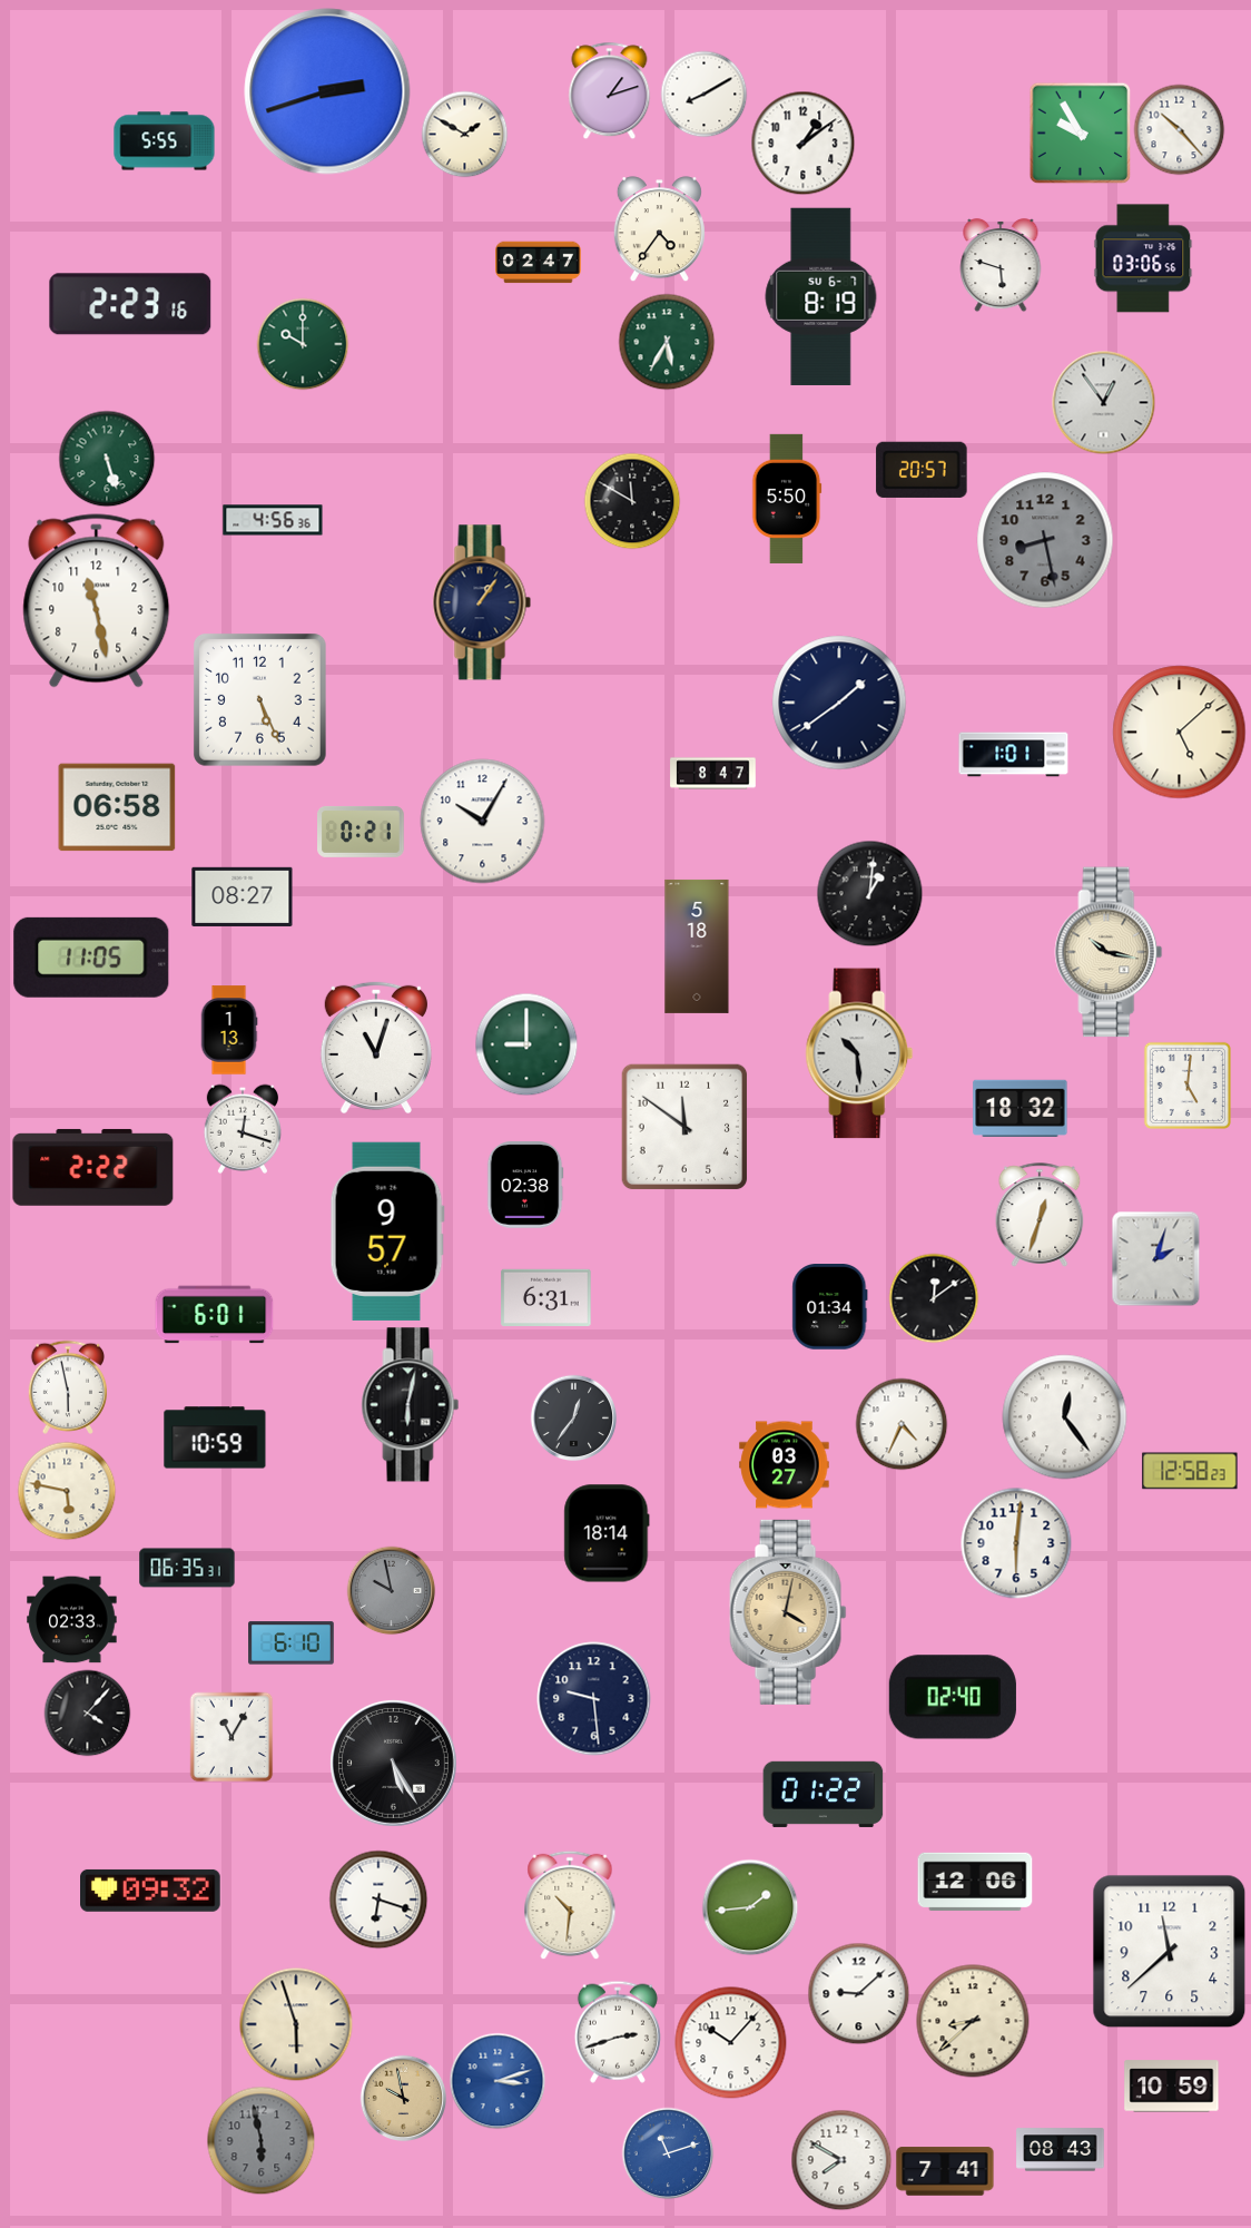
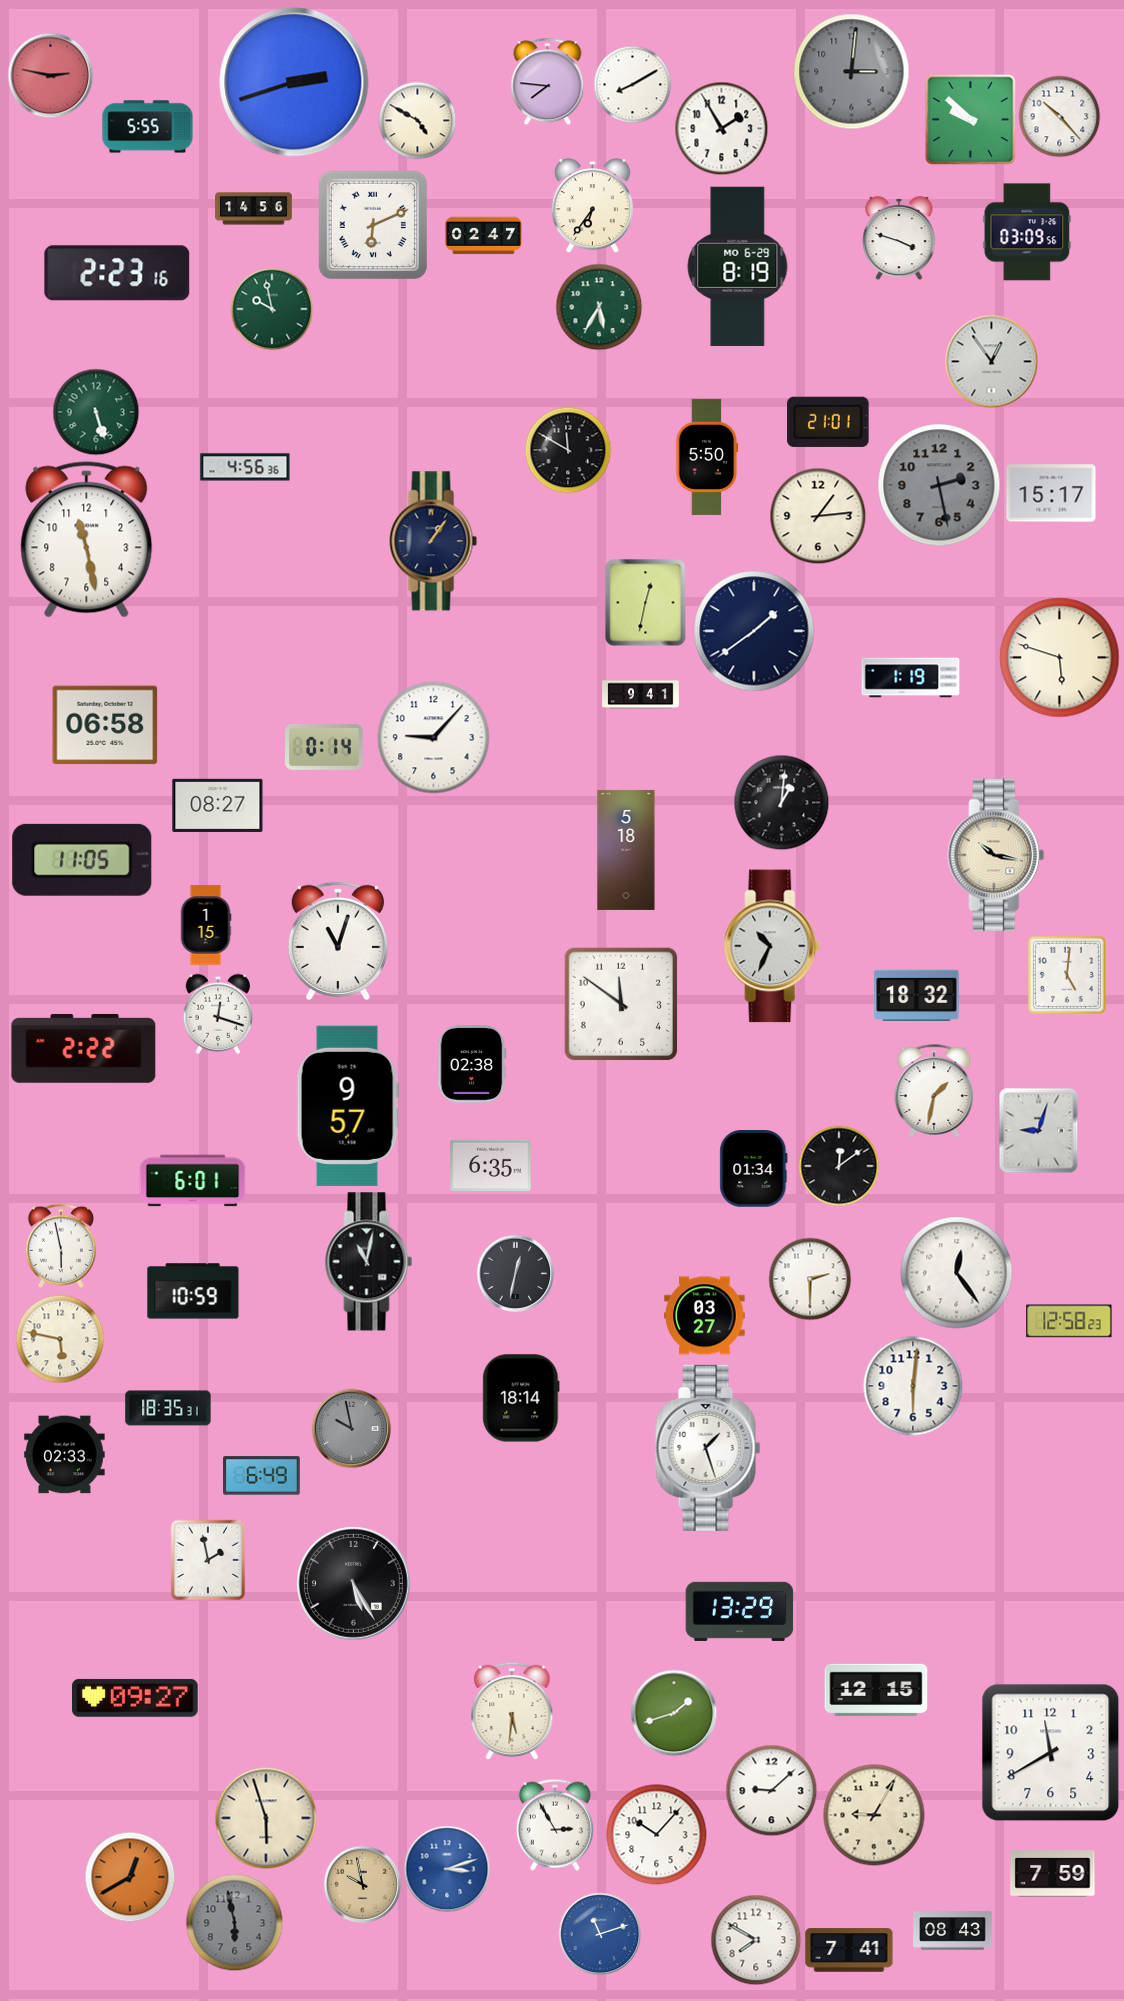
clock at (852, 72): none -> 3:01
clock at (50, 75): none -> 2:47
clock at (610, 90): 1:12 -> 7:46
clock at (1080, 132): 9:55 -> 9:52
clock at (464, 134): 1:50 -> 4:50
clock at (802, 143): 1:09 -> 1:55
clock at (659, 229): 4:36 -> 6:36
clock at (254, 209): none -> 14:56
clock at (372, 224): none -> 6:11
clock at (1143, 258): 03:06 -> 03:09
clock at (1001, 265): 5:48 -> 3:48
clock at (821, 296) date: SU 6-7 -> MO 6-29
clock at (303, 344): 10:00 -> 9:58
clock at (922, 470): 20:57 -> 21:01
clock at (787, 499) position: (787, 499) -> (707, 457)
clock at (1045, 540): 8:28 -> 2:28
clock at (1051, 493): none -> 15:17
clock at (818, 516): none -> 1:14
clock at (646, 602): none -> 12:32
clock at (260, 700): 5:26 -> none
clock at (1180, 733): 5:08 -> 5:48
clock at (1014, 755): 1:01 -> 1:19
clock at (713, 774): 8:47 -> 9:41
clock at (483, 822): 10:05 -> 9:07
clock at (361, 832): 0:21 -> 0:14
clock at (229, 1030): 1:13 -> 1:15
clock at (526, 1044): 9:00 -> none
clock at (859, 1053): 10:29 -> 10:34
clock at (684, 1127) position: (684, 1127) -> (621, 1004)
clock at (1040, 1215): 12:33 -> 1:32
clock at (1156, 1258): 2:03 -> 9:03
clock at (546, 1297): 6:31 -> 6:35
clock at (830, 1307) position: (830, 1307) -> (754, 1169)
clock at (411, 1405): 6:02 -> 11:02
clock at (573, 1417): 12:36 -> 12:32
clock at (902, 1424): 4:34 -> 2:30
clock at (607, 1533) position: (607, 1533) -> (521, 1398)
clock at (187, 1568): 06:35 -> 18:35
clock at (788, 1612): 4:02 -> 1:27
clock at (788, 1612) dial: champagne -> white
clock at (292, 1643): 6:10 -> 6:49
clock at (953, 1697): 02:40 -> none
clock at (594, 1699): 9:29 -> none
clock at (87, 1712): 4:07 -> none
clock at (232, 1737): 11:05 -> 1:58
clock at (824, 1794): 01:22 -> 13:29
clock at (975, 1882): 12:06 -> 12:15
clock at (151, 1891): 09:32 -> 09:27
clock at (378, 1900): 6:18 -> none
clock at (570, 1905): 10:31 -> 5:31
clock at (750, 1907): 1:44 -> 1:42
clock at (1170, 1952): 11:38 -> 11:40
clock at (973, 2021): 8:38 -> 9:05
clock at (618, 2032): 2:42 -> 2:55
clock at (1172, 2087): 10:59 -> 7:59
clock at (130, 1877): none -> 12:40
